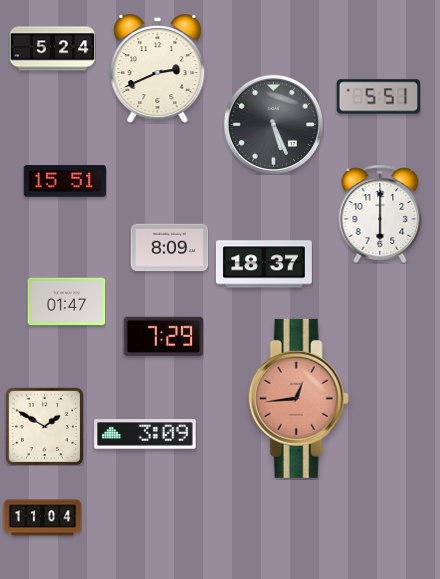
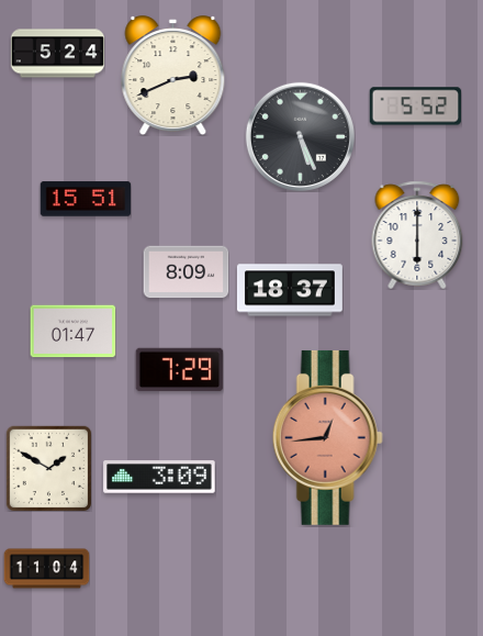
clock at (378, 97): 5:51 -> 5:52
clock at (65, 181) position: (65, 181) -> (86, 199)
